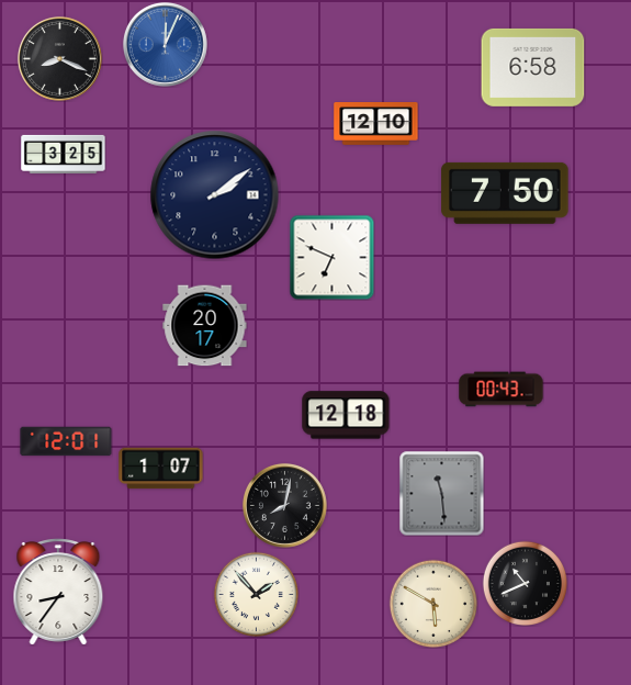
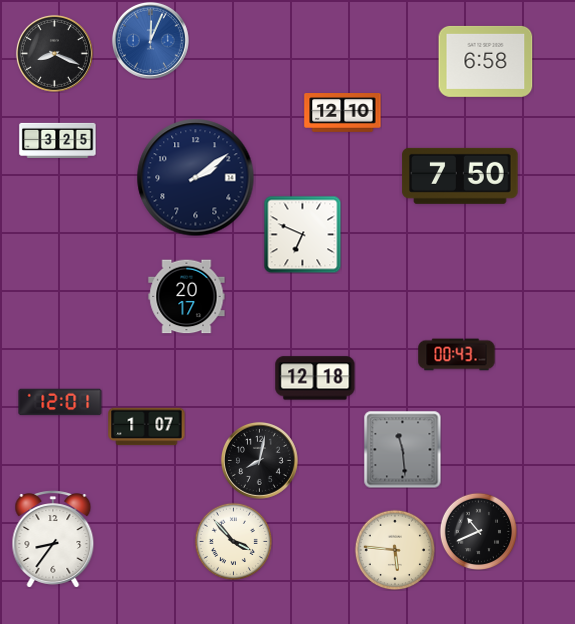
clock at (256, 594): 1:53 -> 3:53
clock at (433, 604): 5:50 -> 5:46
